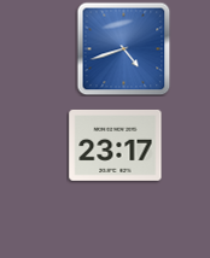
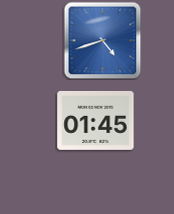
clock at (116, 145): 23:17 -> 01:45
